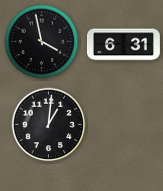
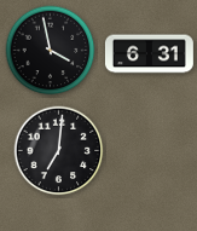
clock at (49, 125): 1:01 -> 7:01
